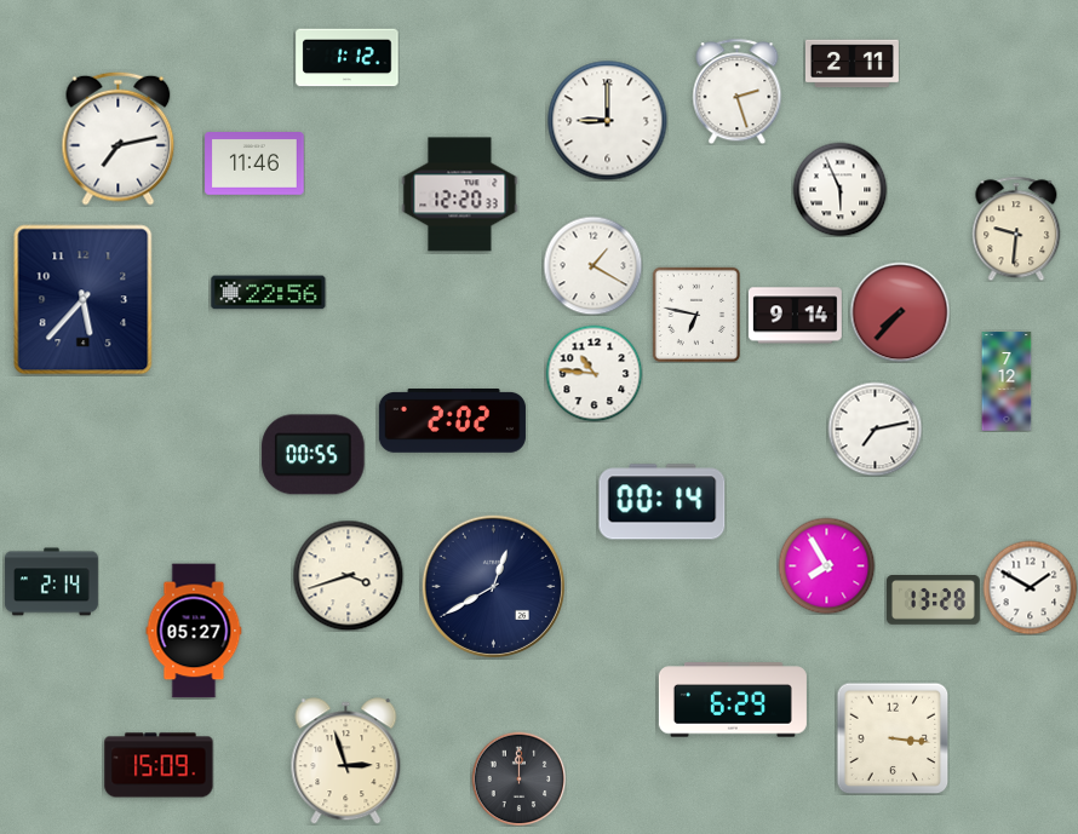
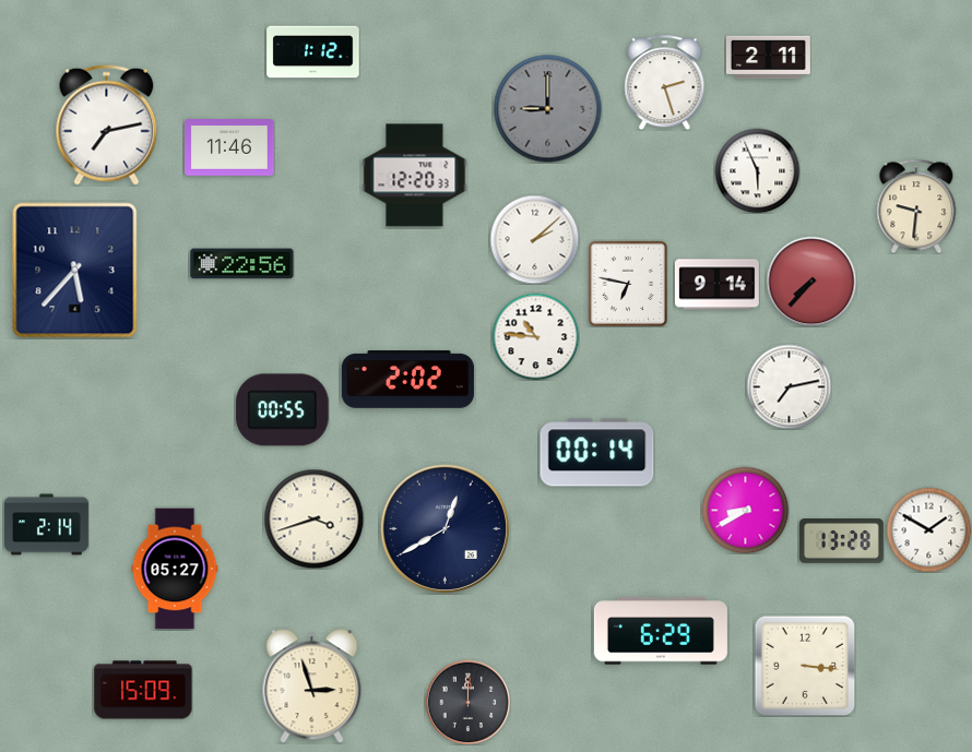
clock at (608, 121) dial: white -> grey
clock at (592, 265): 1:20 -> 2:08
clock at (1007, 381): 7:12 -> none
clock at (826, 565): 7:55 -> 8:40
